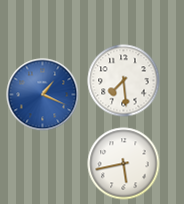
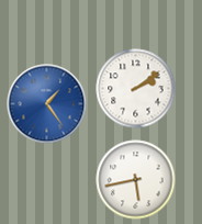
clock at (124, 81): 7:29 -> 2:09
clock at (43, 95): 1:19 -> 1:24
